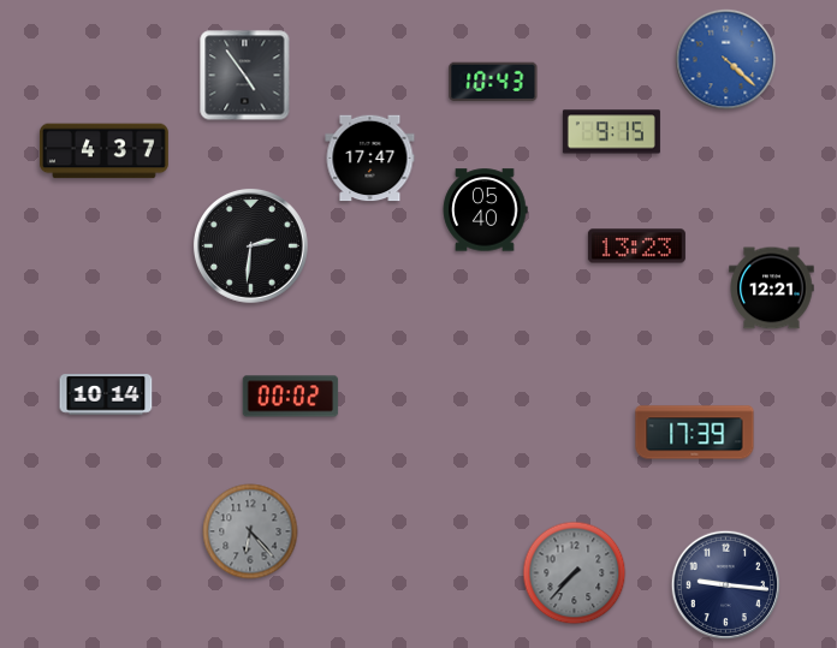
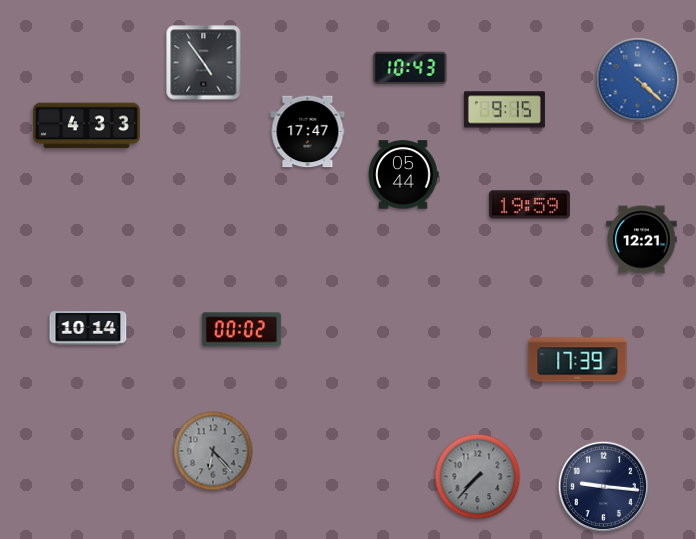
clock at (726, 60) position: (726, 60) -> (638, 80)
clock at (611, 132) position: (611, 132) -> (504, 110)
clock at (103, 151): 4:37 -> 4:33
clock at (485, 210): 05:40 -> 05:44
clock at (250, 245): 2:31 -> none
clock at (636, 246): 13:23 -> 19:59
clock at (250, 531) position: (250, 531) -> (213, 451)
